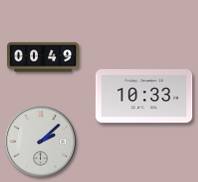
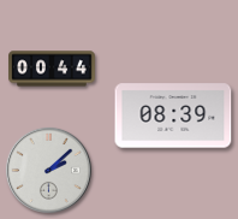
clock at (44, 57): 00:49 -> 00:44
clock at (144, 96): 10:33 -> 08:39
